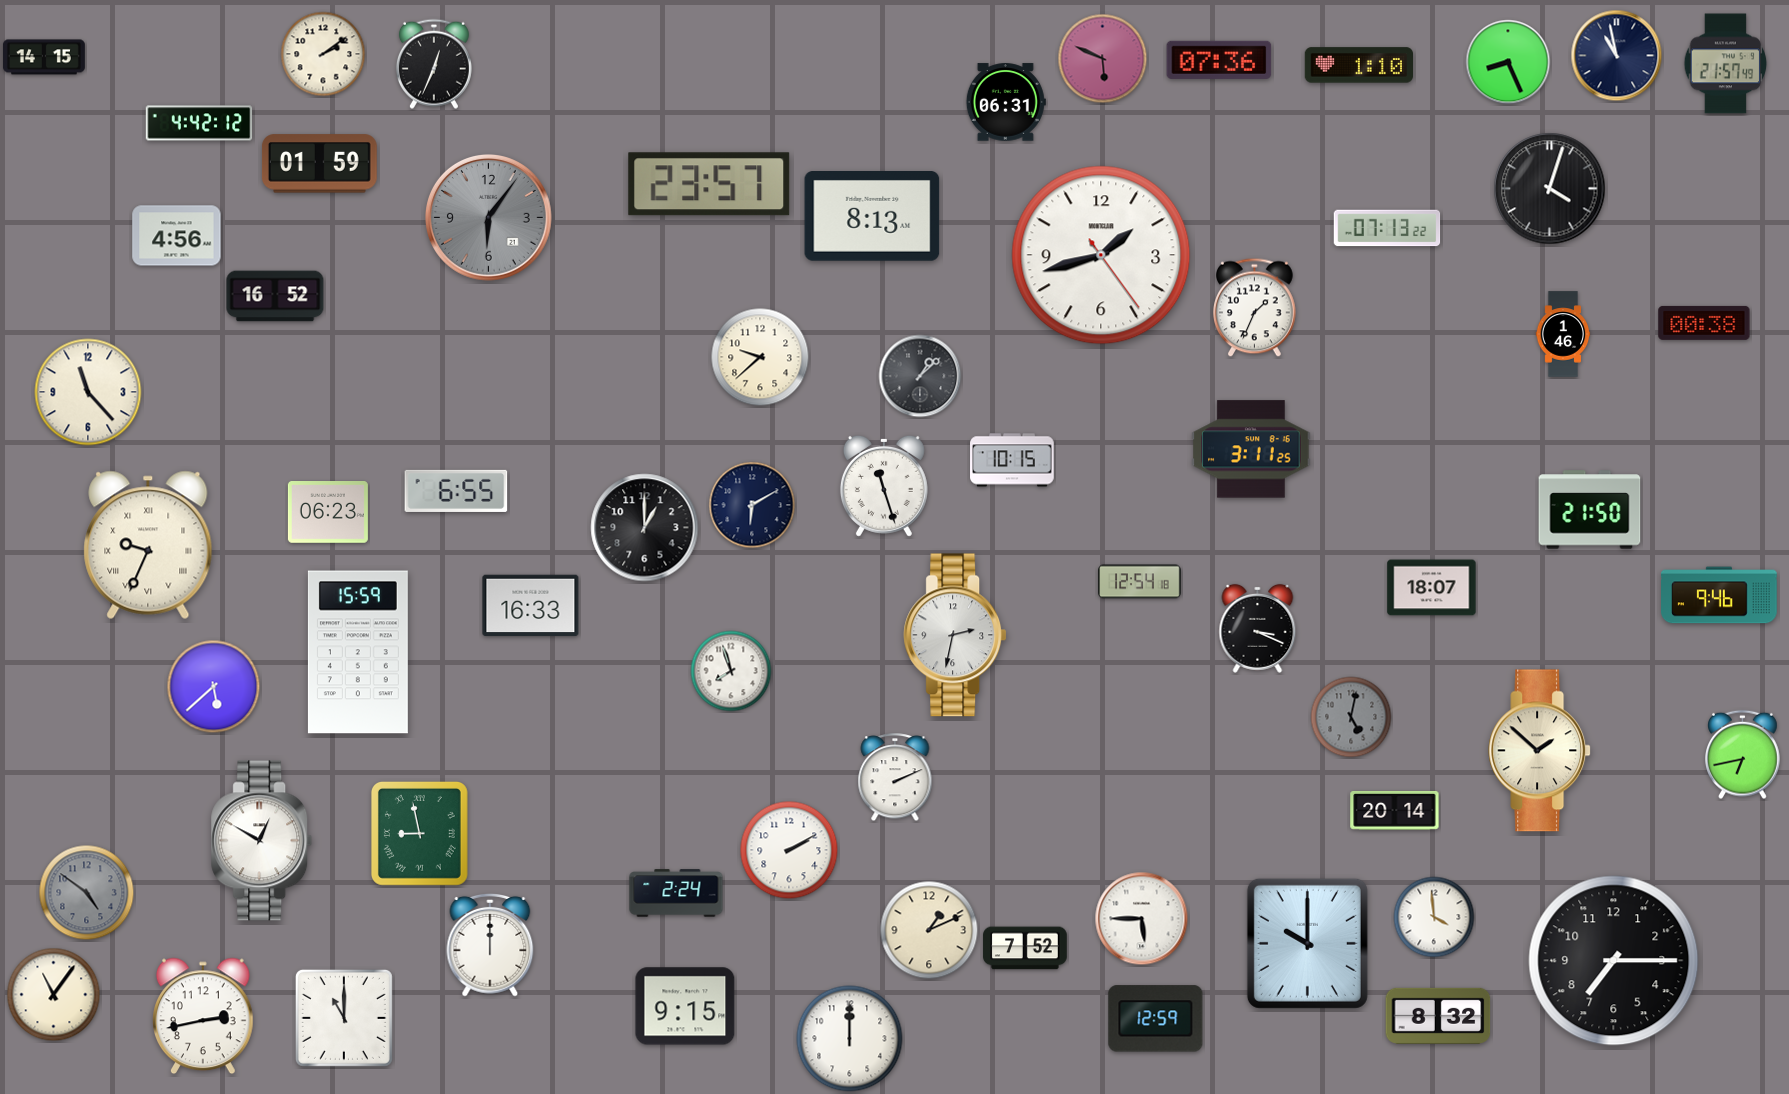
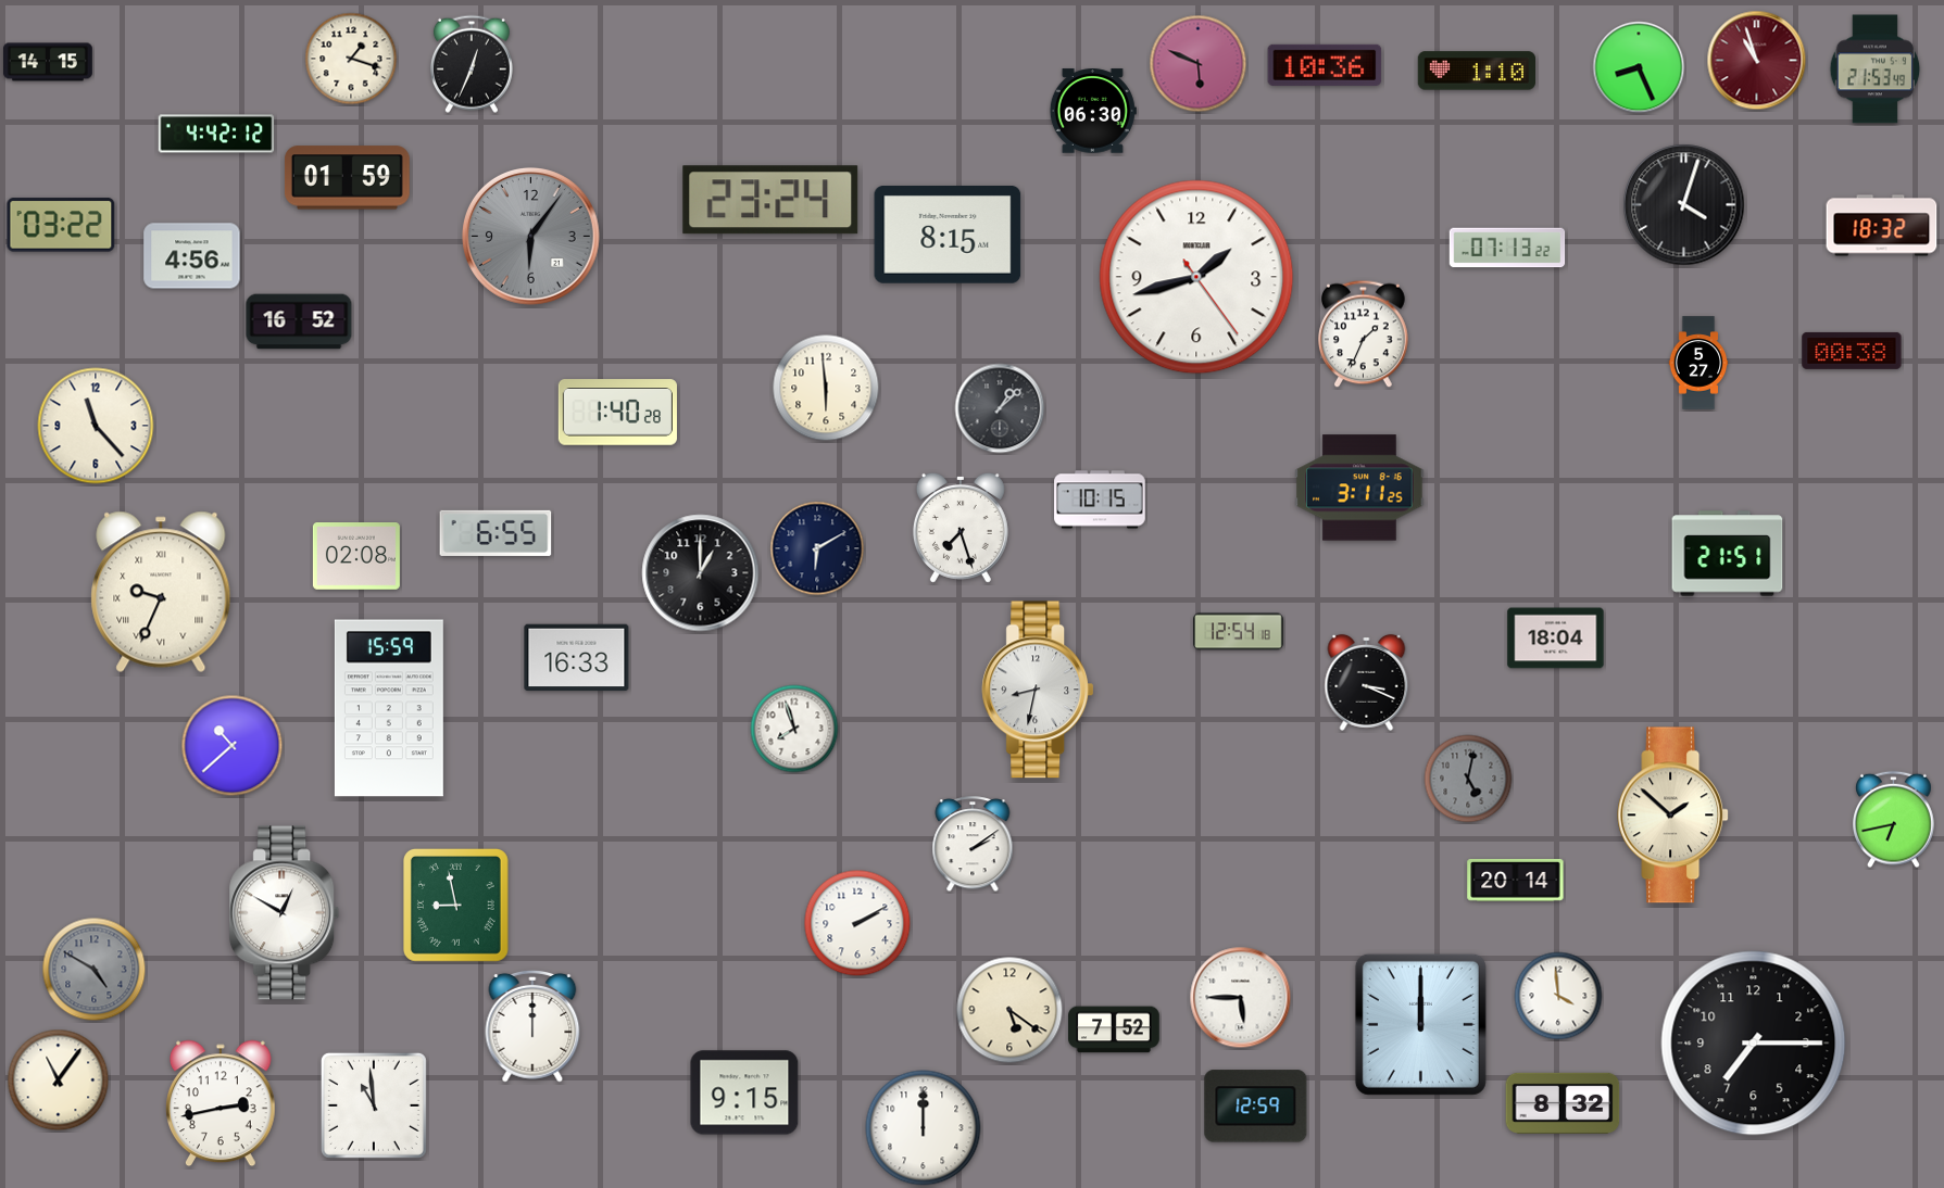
clock at (323, 54): 2:09 -> 1:18
clock at (1617, 56): 10:58 -> 10:57
clock at (1617, 56) dial: navy -> burgundy
clock at (1219, 60): 07:36 -> 10:36
clock at (434, 64) position: (434, 64) -> (472, 64)
clock at (1726, 64): 21:57 -> 21:53
clock at (1006, 102): 06:31 -> 06:30
clock at (709, 184): 23:57 -> 23:24
clock at (61, 225): none -> 03:22
clock at (1882, 226): none -> 18:32
clock at (872, 217): 8:13 -> 8:15
clock at (1563, 334): 1:46 -> 5:27
clock at (760, 357): 9:38 -> 5:59
clock at (617, 413): none -> 1:40
clock at (884, 486): 11:27 -> 7:27
clock at (1590, 510): 21:50 -> 21:51
clock at (328, 513): 06:23 -> 02:08
clock at (1432, 588): 18:07 -> 18:04
clock at (1720, 595): 9:46 -> none
clock at (955, 635): 2:32 -> 8:32
clock at (214, 687): 5:38 -> 10:38
clock at (895, 778): 2:11 -> 2:09
clock at (87, 893): 4:51 -> 4:50
clock at (676, 893): 2:24 -> none
clock at (929, 930): 1:11 -> 5:21
clock at (1307, 943): 10:00 -> 12:00
clock at (344, 1018): 11:00 -> 10:59
